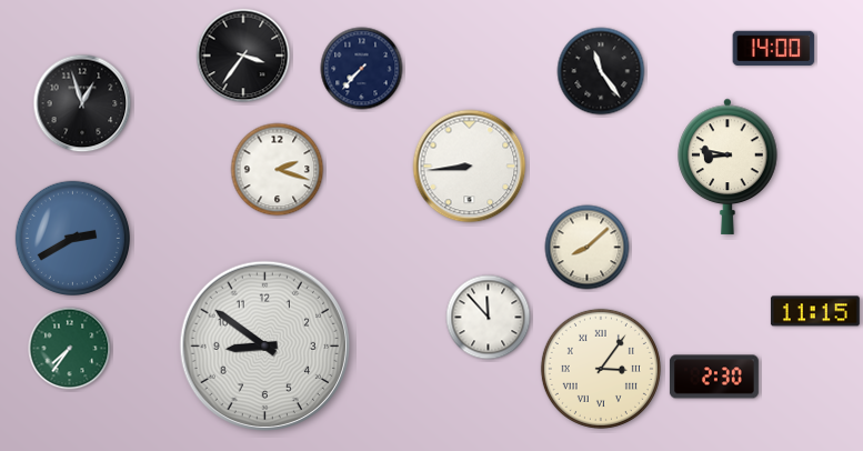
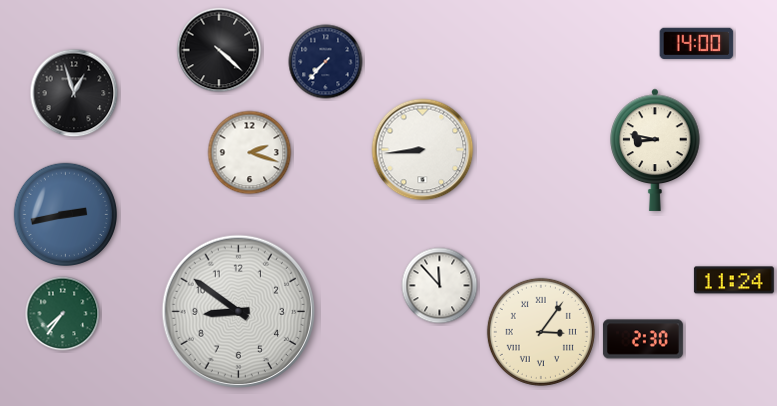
clock at (243, 56): 3:36 -> 4:22
clock at (601, 71): 11:24 -> none
clock at (72, 238): 2:40 -> 2:43
clock at (588, 248): 8:08 -> none
clock at (815, 311): 11:15 -> 11:24
